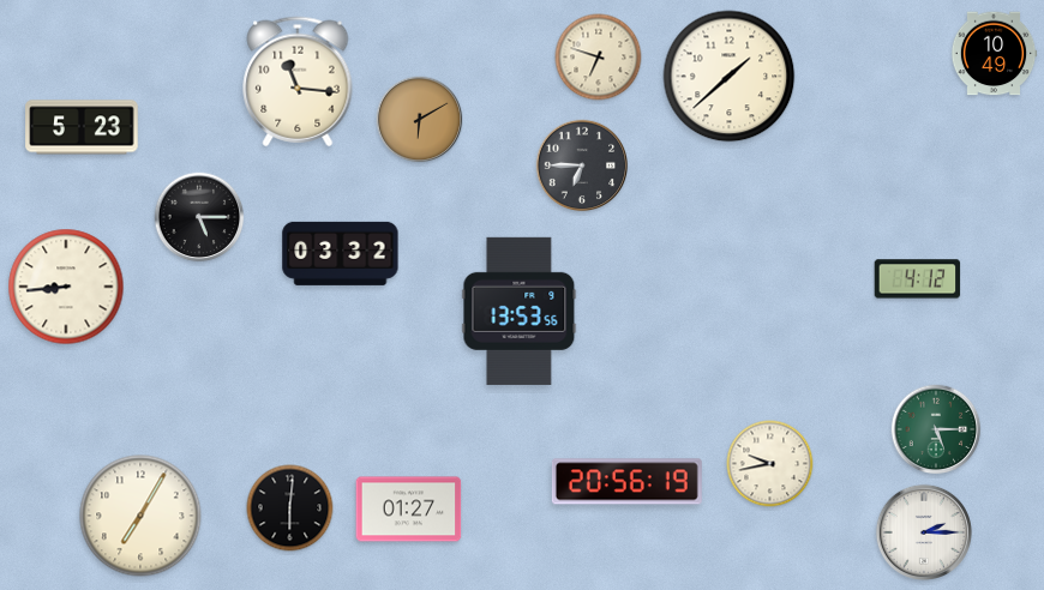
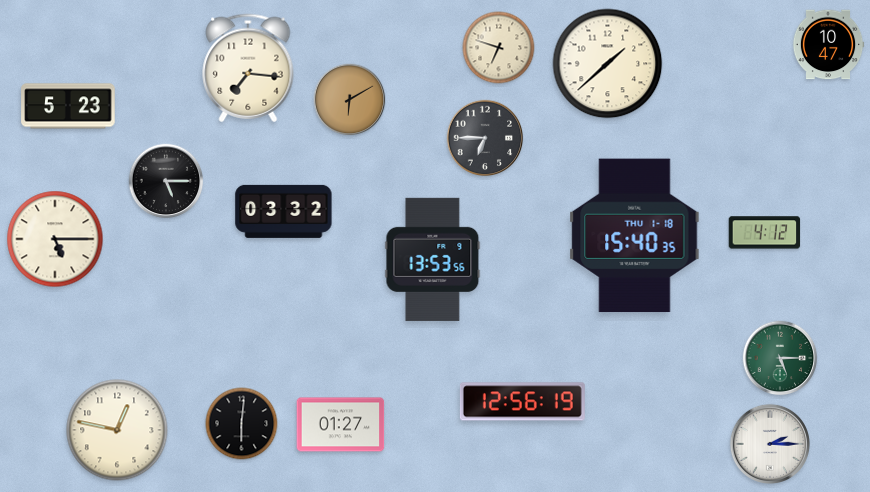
clock at (994, 54): 10:49 -> 10:47
clock at (298, 82): 11:16 -> 7:16
clock at (635, 236): none -> 15:40
clock at (66, 287): 8:44 -> 5:15
clock at (770, 464): 9:43 -> none
clock at (626, 482): 20:56 -> 12:56
clock at (140, 516): 7:05 -> 12:47
